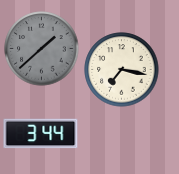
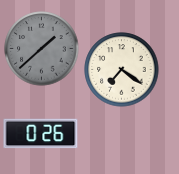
clock at (122, 70): 7:17 -> 7:21
clock at (41, 134): 3:44 -> 0:26
